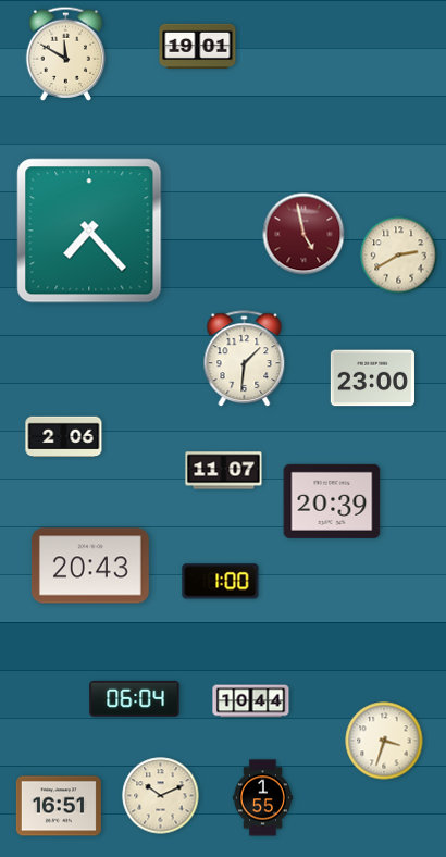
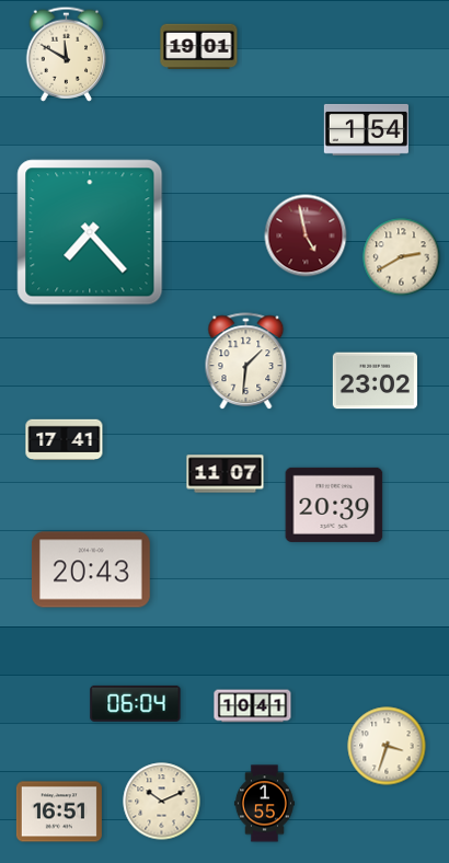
clock at (366, 129): none -> 1:54
clock at (372, 378): 23:00 -> 23:02
clock at (64, 437): 2:06 -> 17:41
clock at (221, 582): 1:00 -> none
clock at (251, 701): 10:44 -> 10:41
